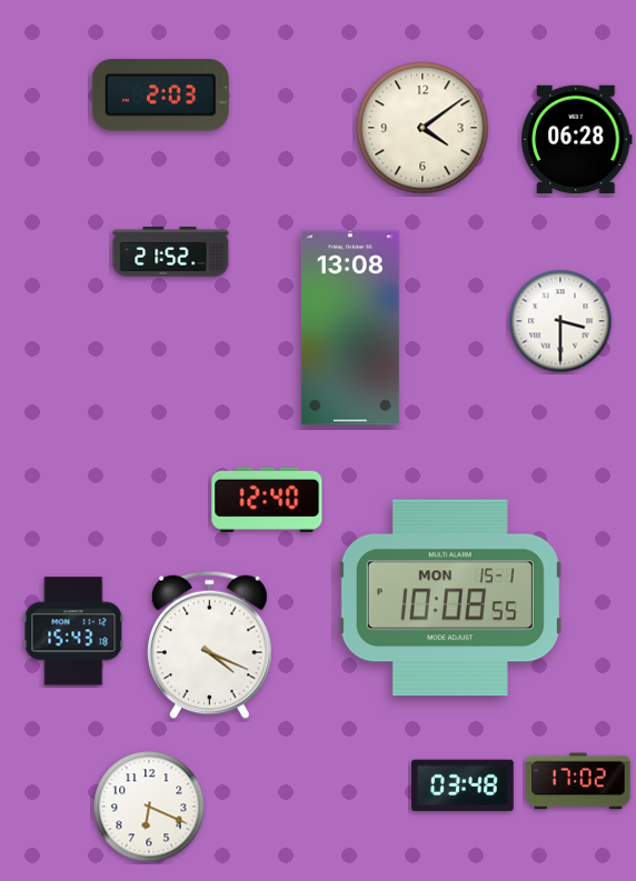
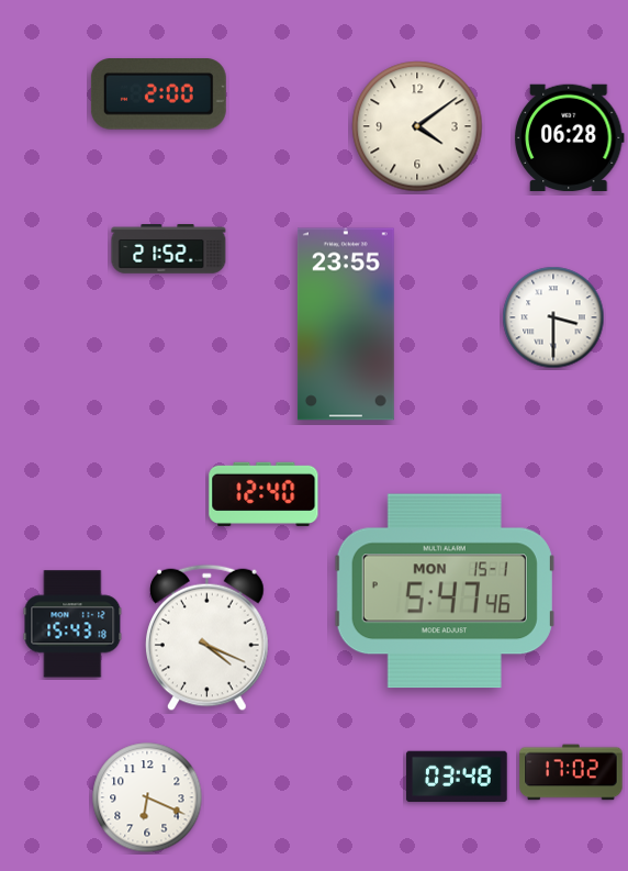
clock at (160, 96): 2:03 -> 2:00
clock at (350, 328): 13:08 -> 23:55
clock at (450, 598): 10:08 -> 5:47
